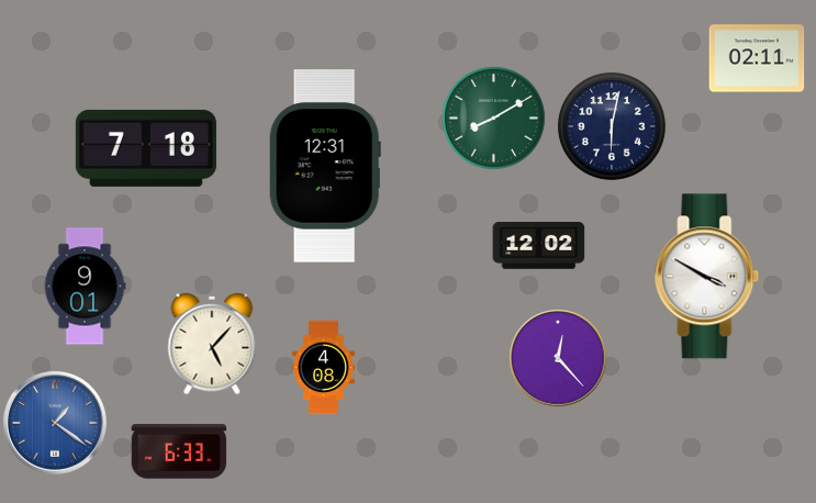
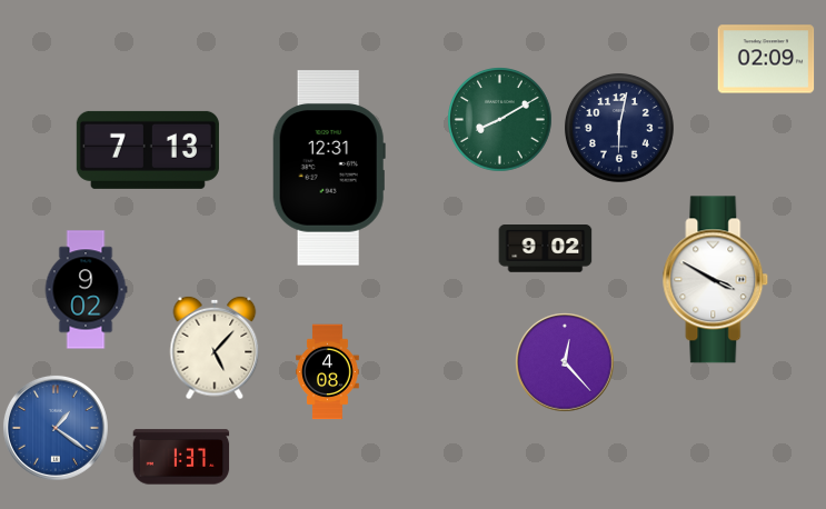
clock at (757, 58): 02:11 -> 02:09
clock at (146, 148): 7:18 -> 7:13
clock at (539, 246): 12:02 -> 9:02
clock at (85, 287): 9:01 -> 9:02
clock at (179, 451): 6:33 -> 1:37
